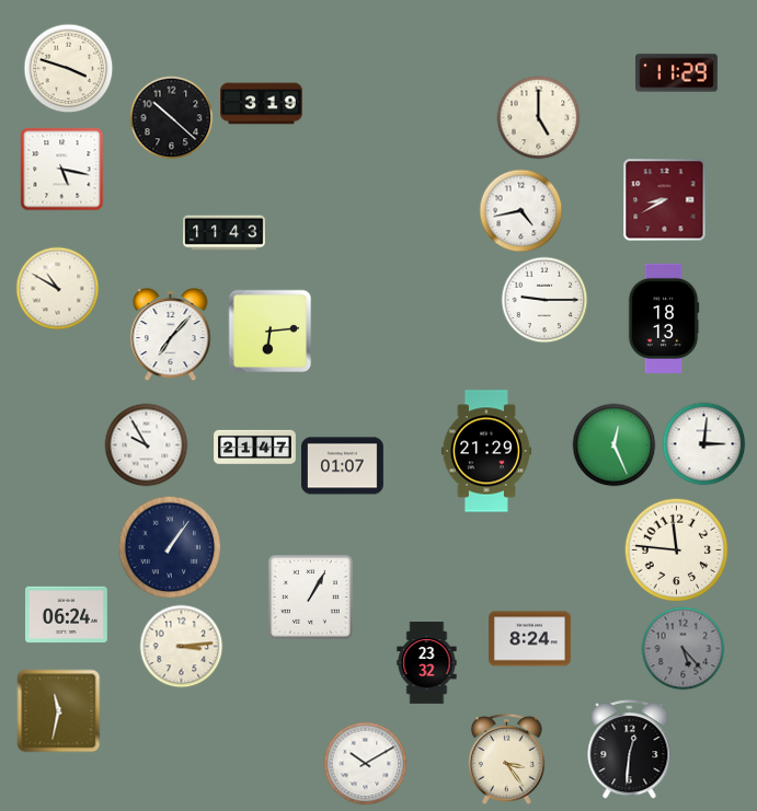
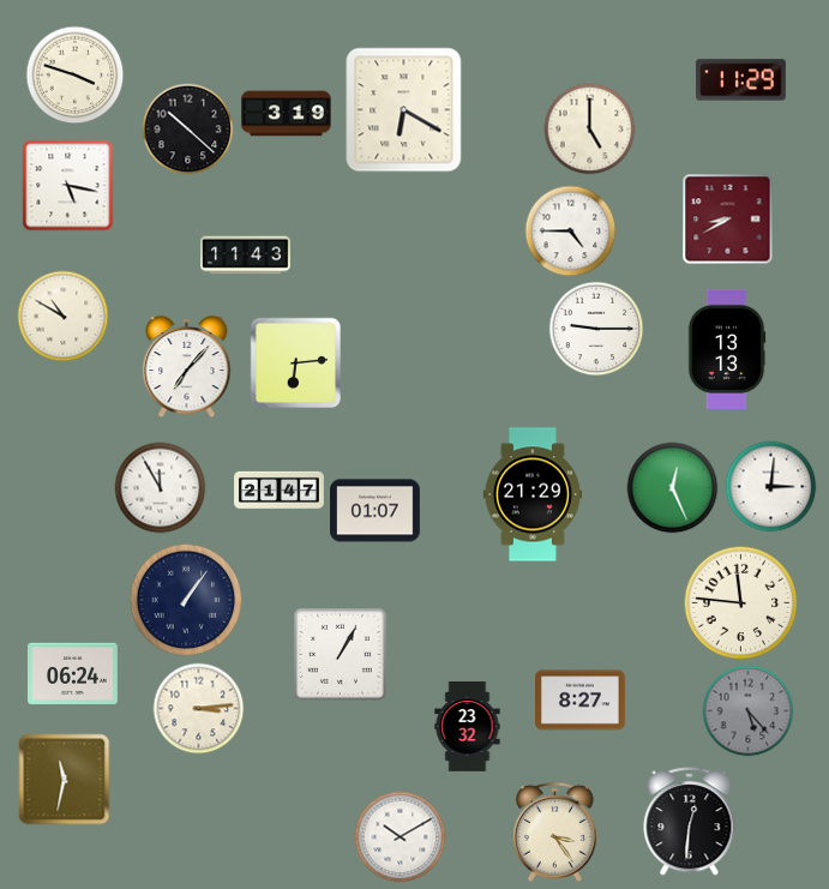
clock at (404, 110): none -> 6:20
clock at (521, 211): 4:43 -> 4:45
clock at (664, 318): 18:13 -> 13:13
clock at (147, 445): 9:55 -> 11:55
clock at (530, 639): 8:24 -> 8:27
